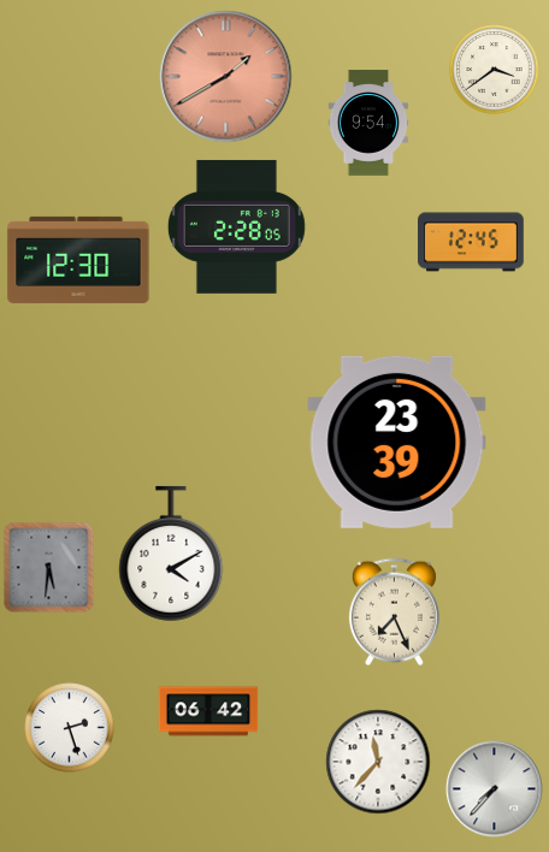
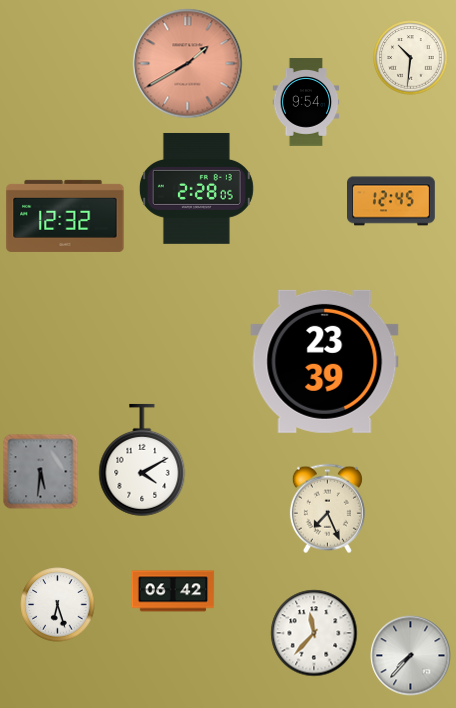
clock at (495, 70): 3:39 -> 10:31
clock at (78, 260): 12:30 -> 12:32
clock at (397, 442) position: (397, 442) -> (325, 361)
clock at (70, 728): 2:27 -> 6:27
